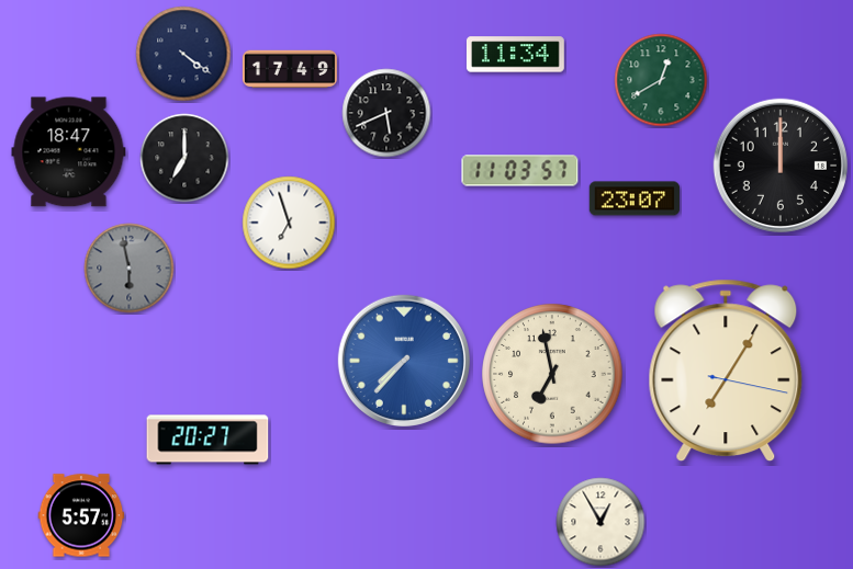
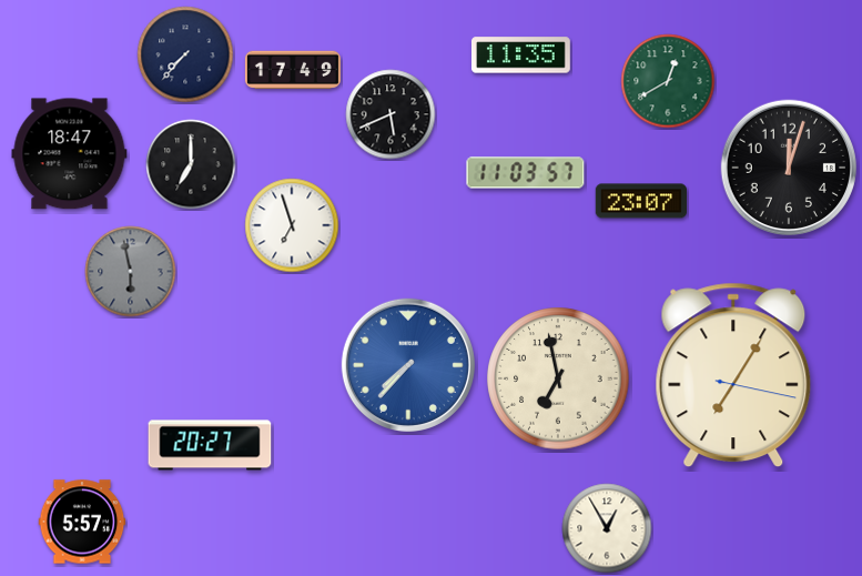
clock at (183, 54): 4:21 -> 7:37
clock at (515, 55): 11:34 -> 11:35
clock at (184, 158) position: (184, 158) -> (191, 164)
clock at (779, 164): 12:00 -> 12:03
